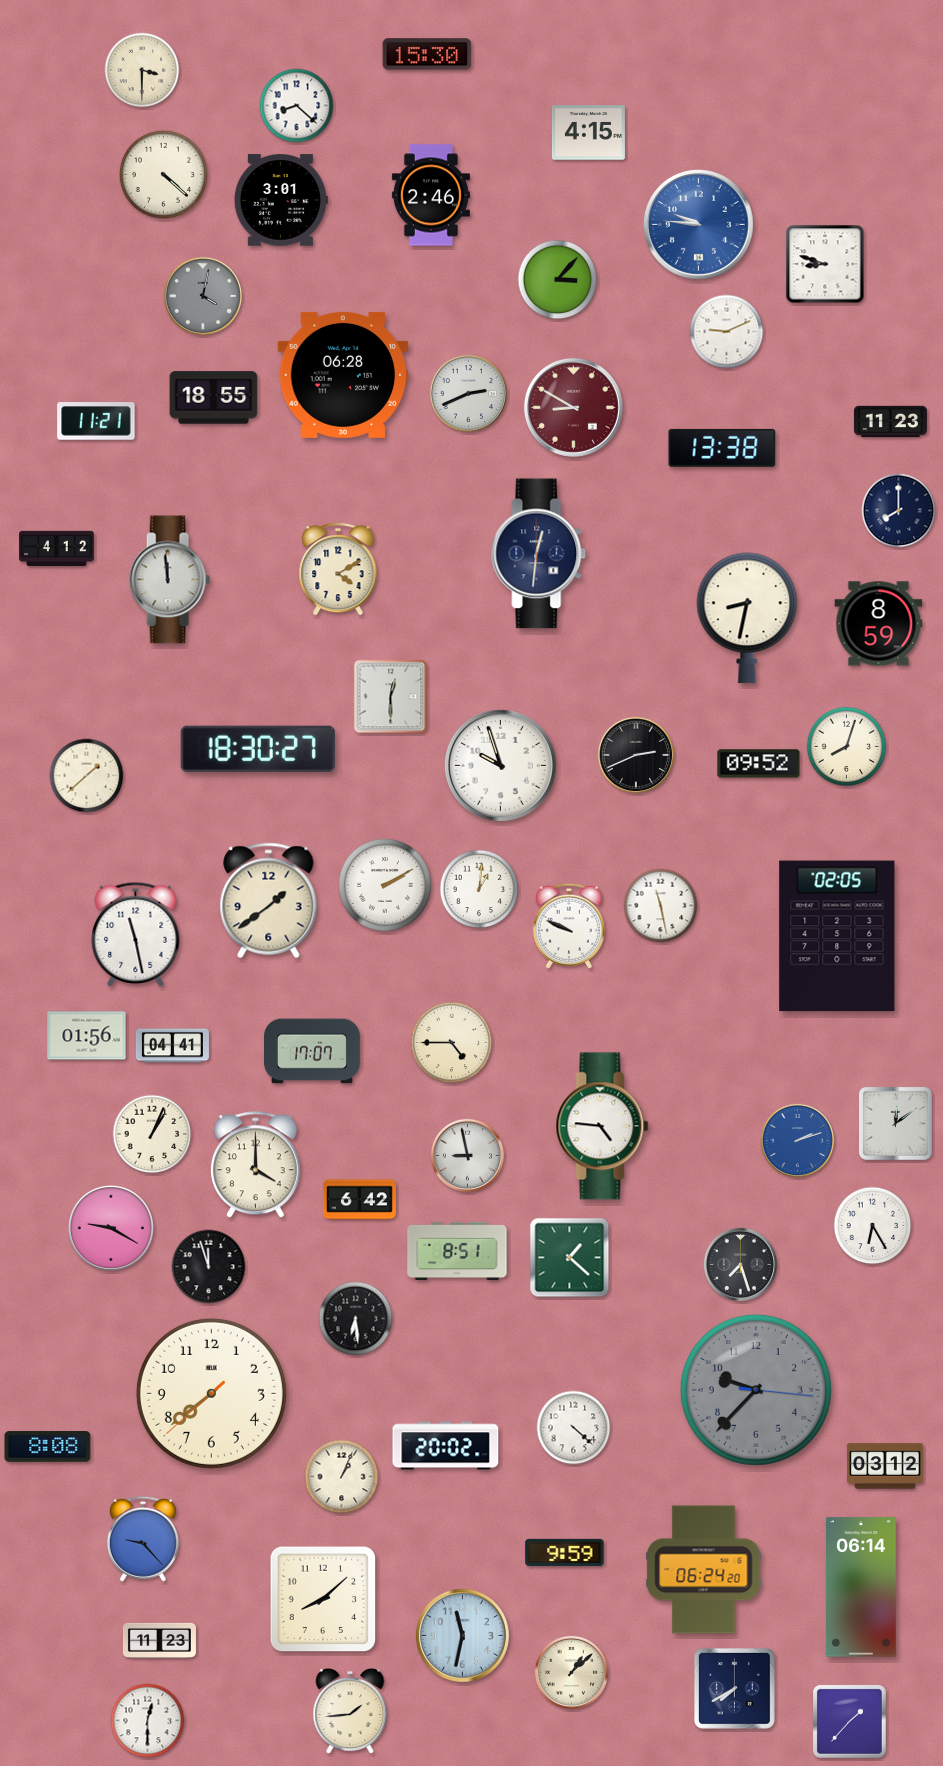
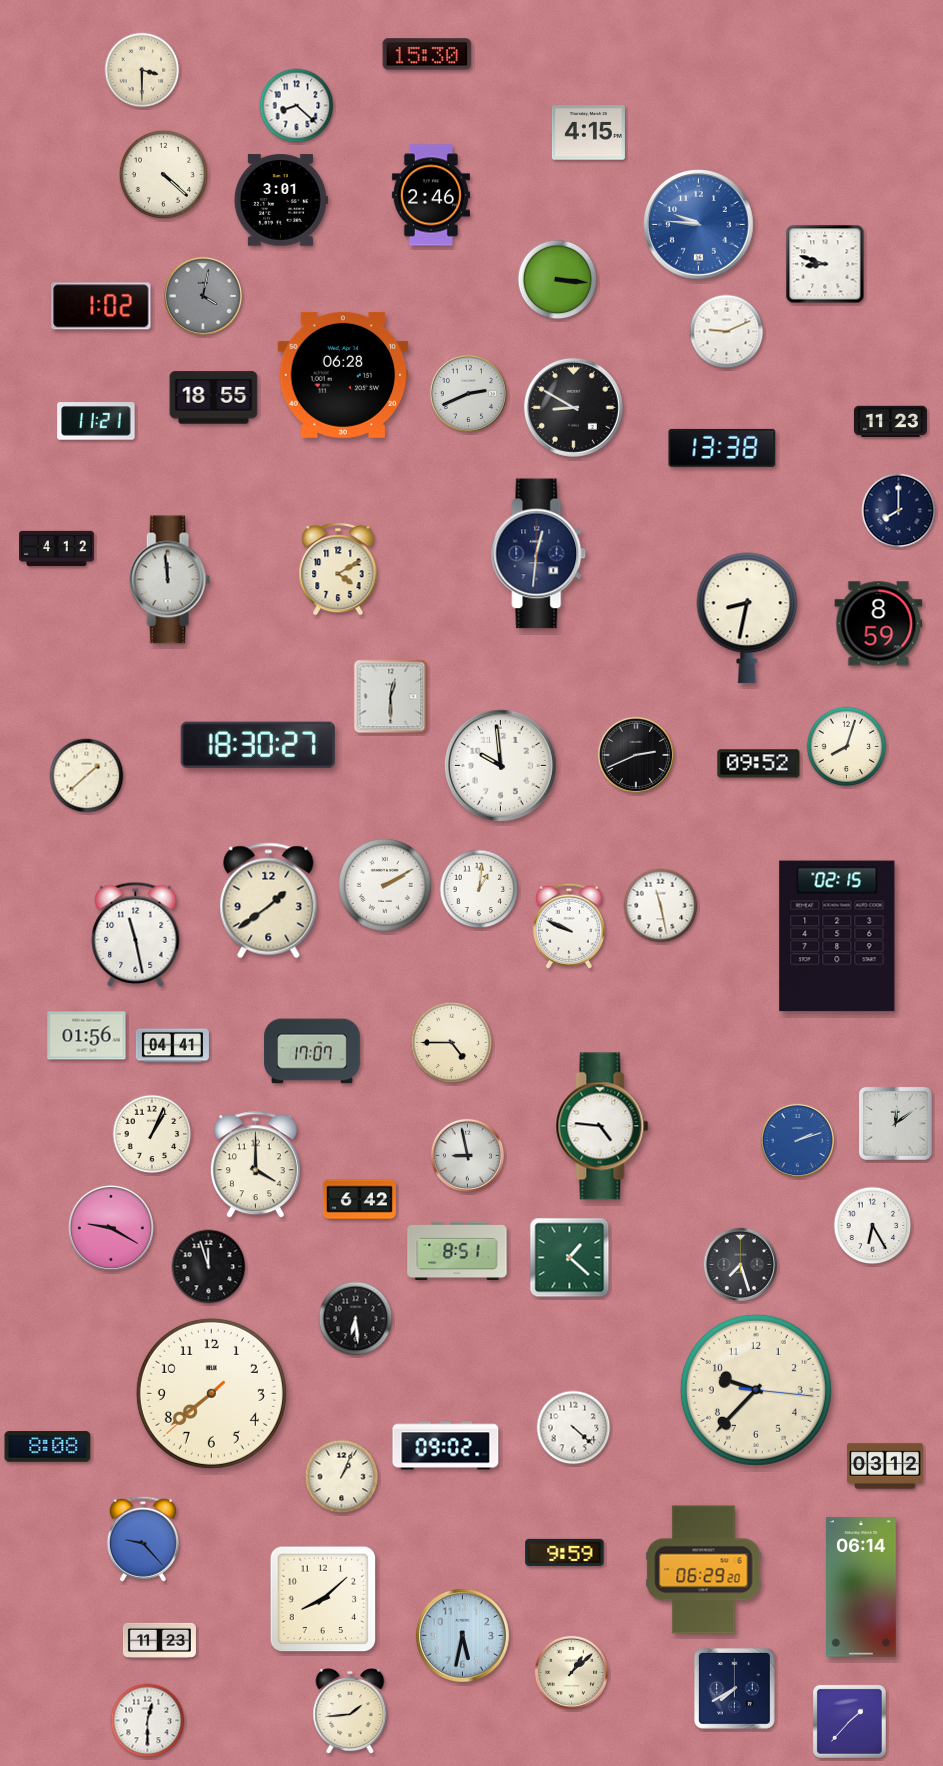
clock at (558, 280): 3:07 -> 3:16
clock at (101, 306): none -> 1:02
clock at (573, 407) dial: burgundy -> black
clock at (258, 749) position: (258, 749) -> (258, 745)
clock at (501, 766): 9:57 -> 9:59
clock at (837, 936): 02:05 -> 02:15
clock at (756, 1390) dial: grey -> cream
clock at (446, 1446): 20:02 -> 09:02
clock at (704, 1570): 06:24 -> 06:29
clock at (462, 1635): 11:32 -> 5:32
